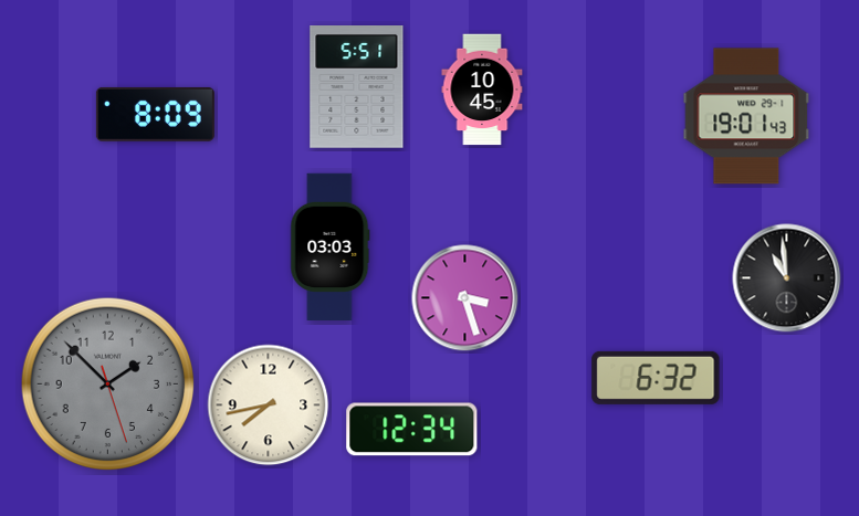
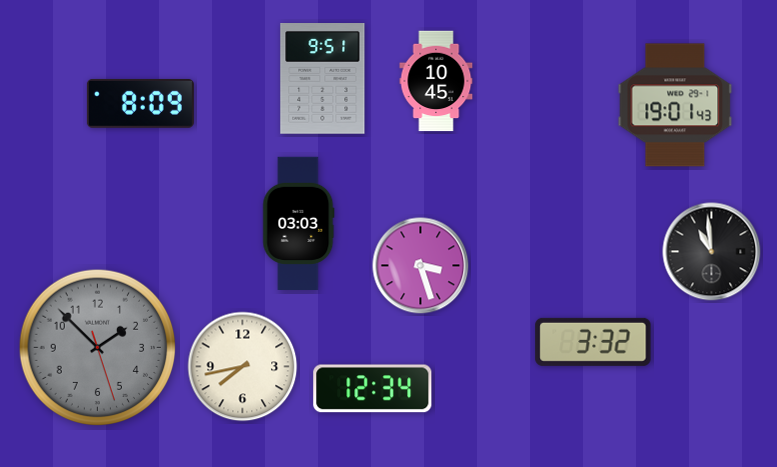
clock at (357, 87): 5:51 -> 9:51
clock at (465, 298) position: (465, 298) -> (421, 266)
clock at (656, 378): 6:32 -> 3:32
